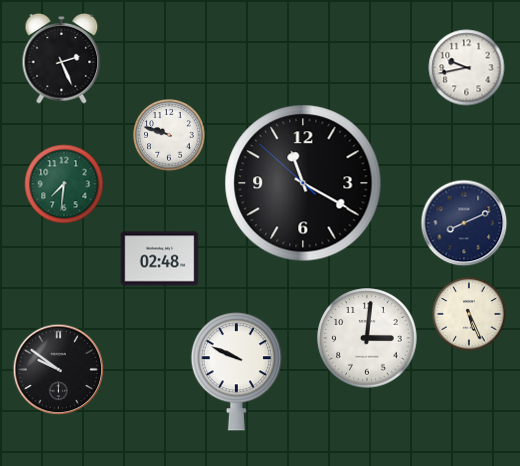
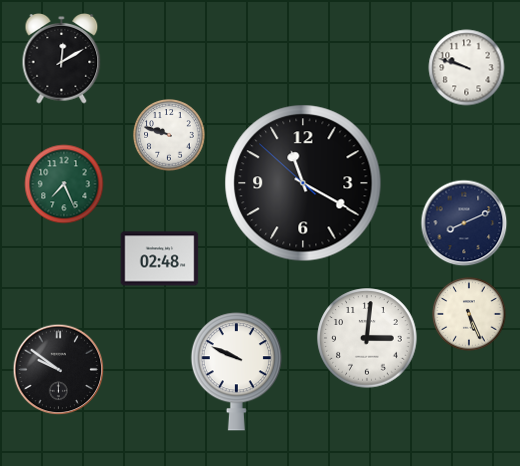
clock at (62, 59): 2:26 -> 12:10
clock at (467, 68): 9:43 -> 9:48
clock at (64, 184): 7:31 -> 7:26
